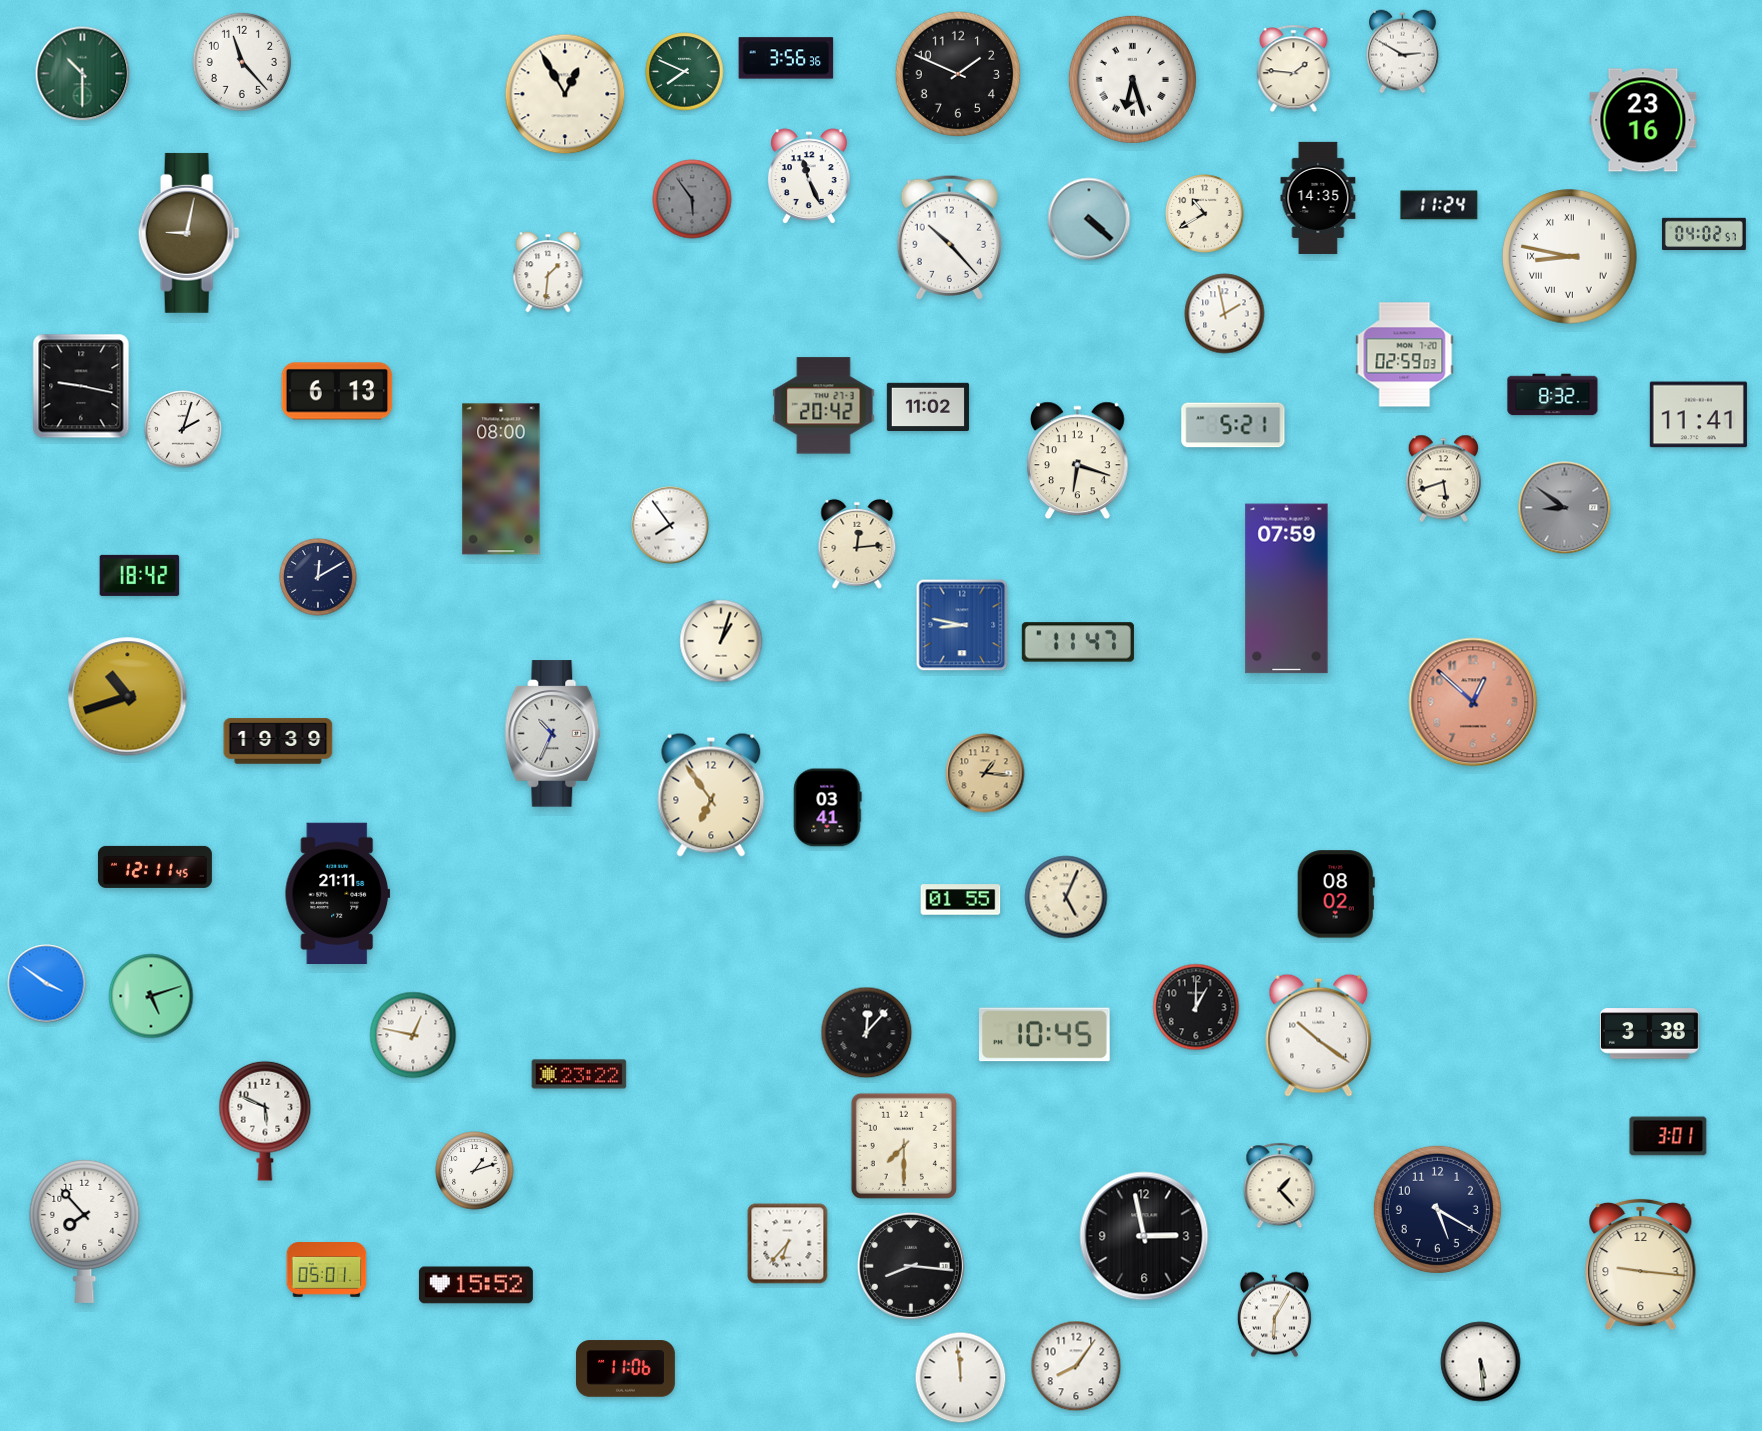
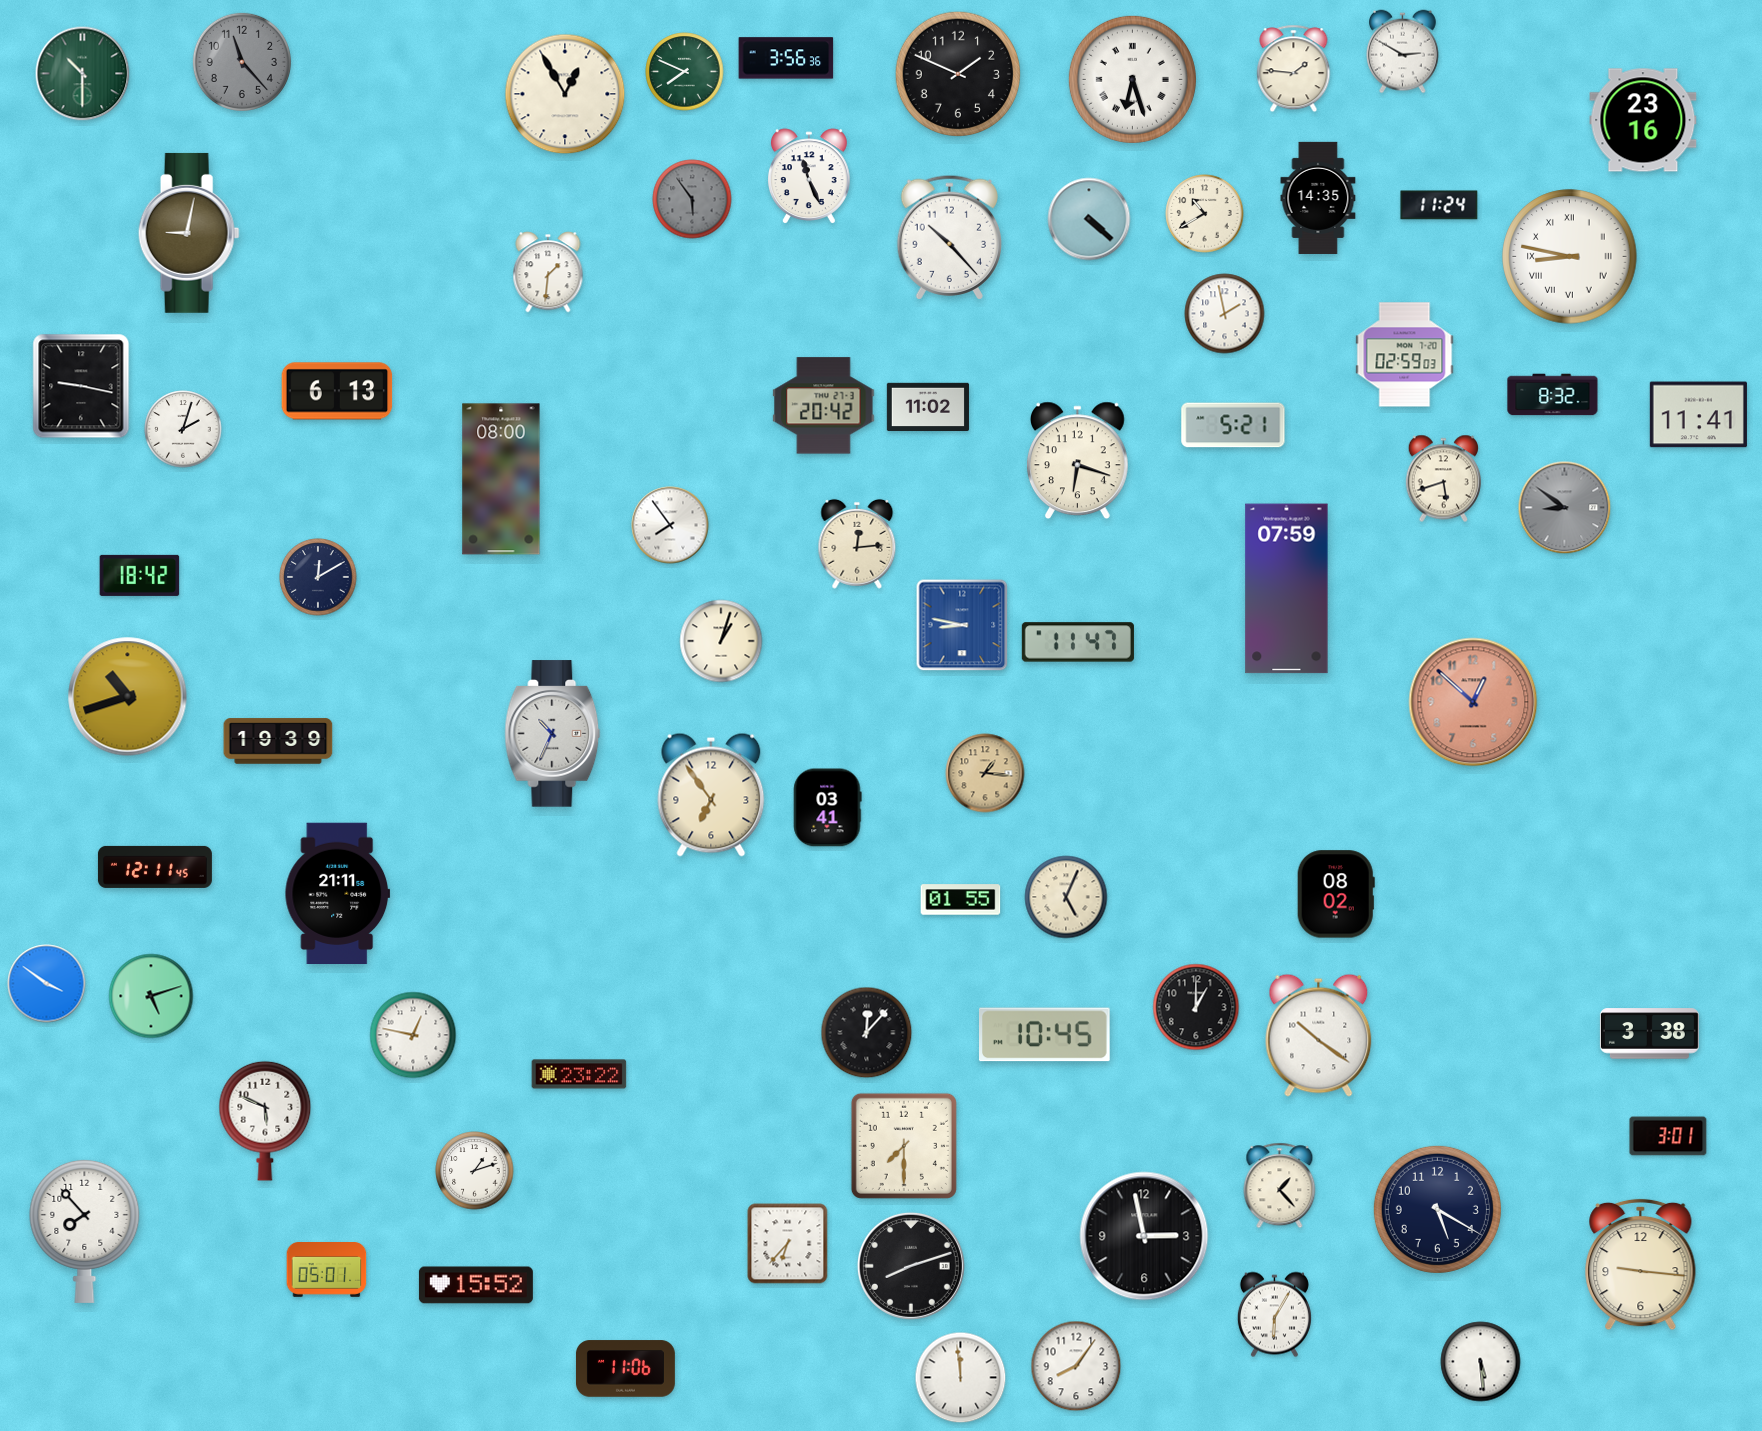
clock at (242, 62) dial: white -> grey
clock at (1704, 234): 04:02 -> none
clock at (911, 1266): 8:16 -> 8:12
